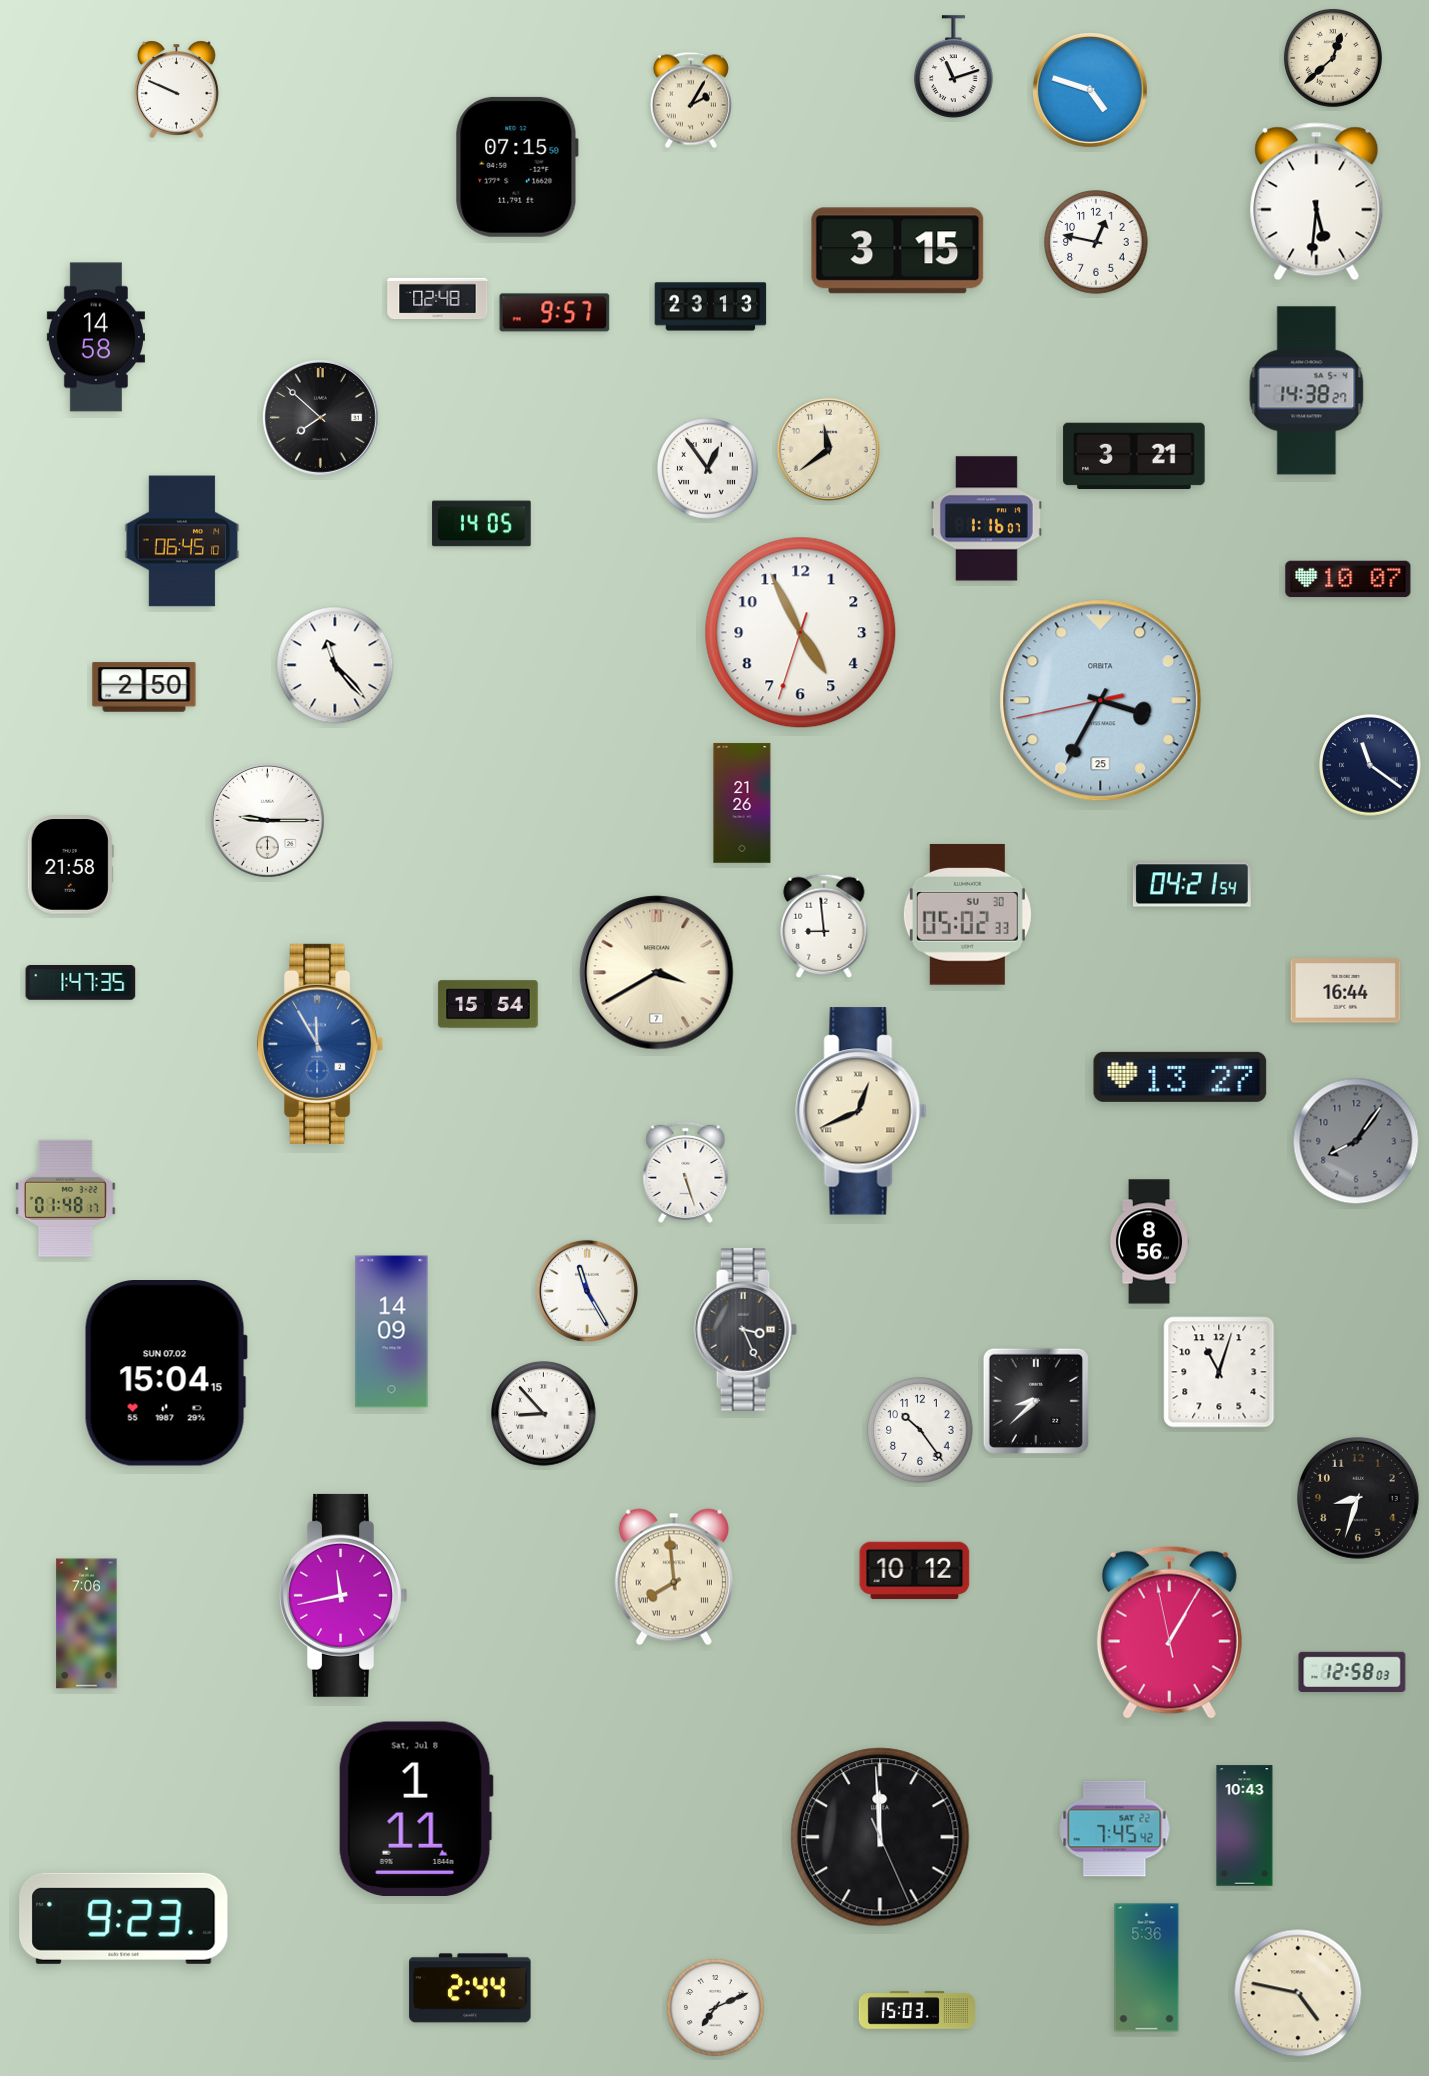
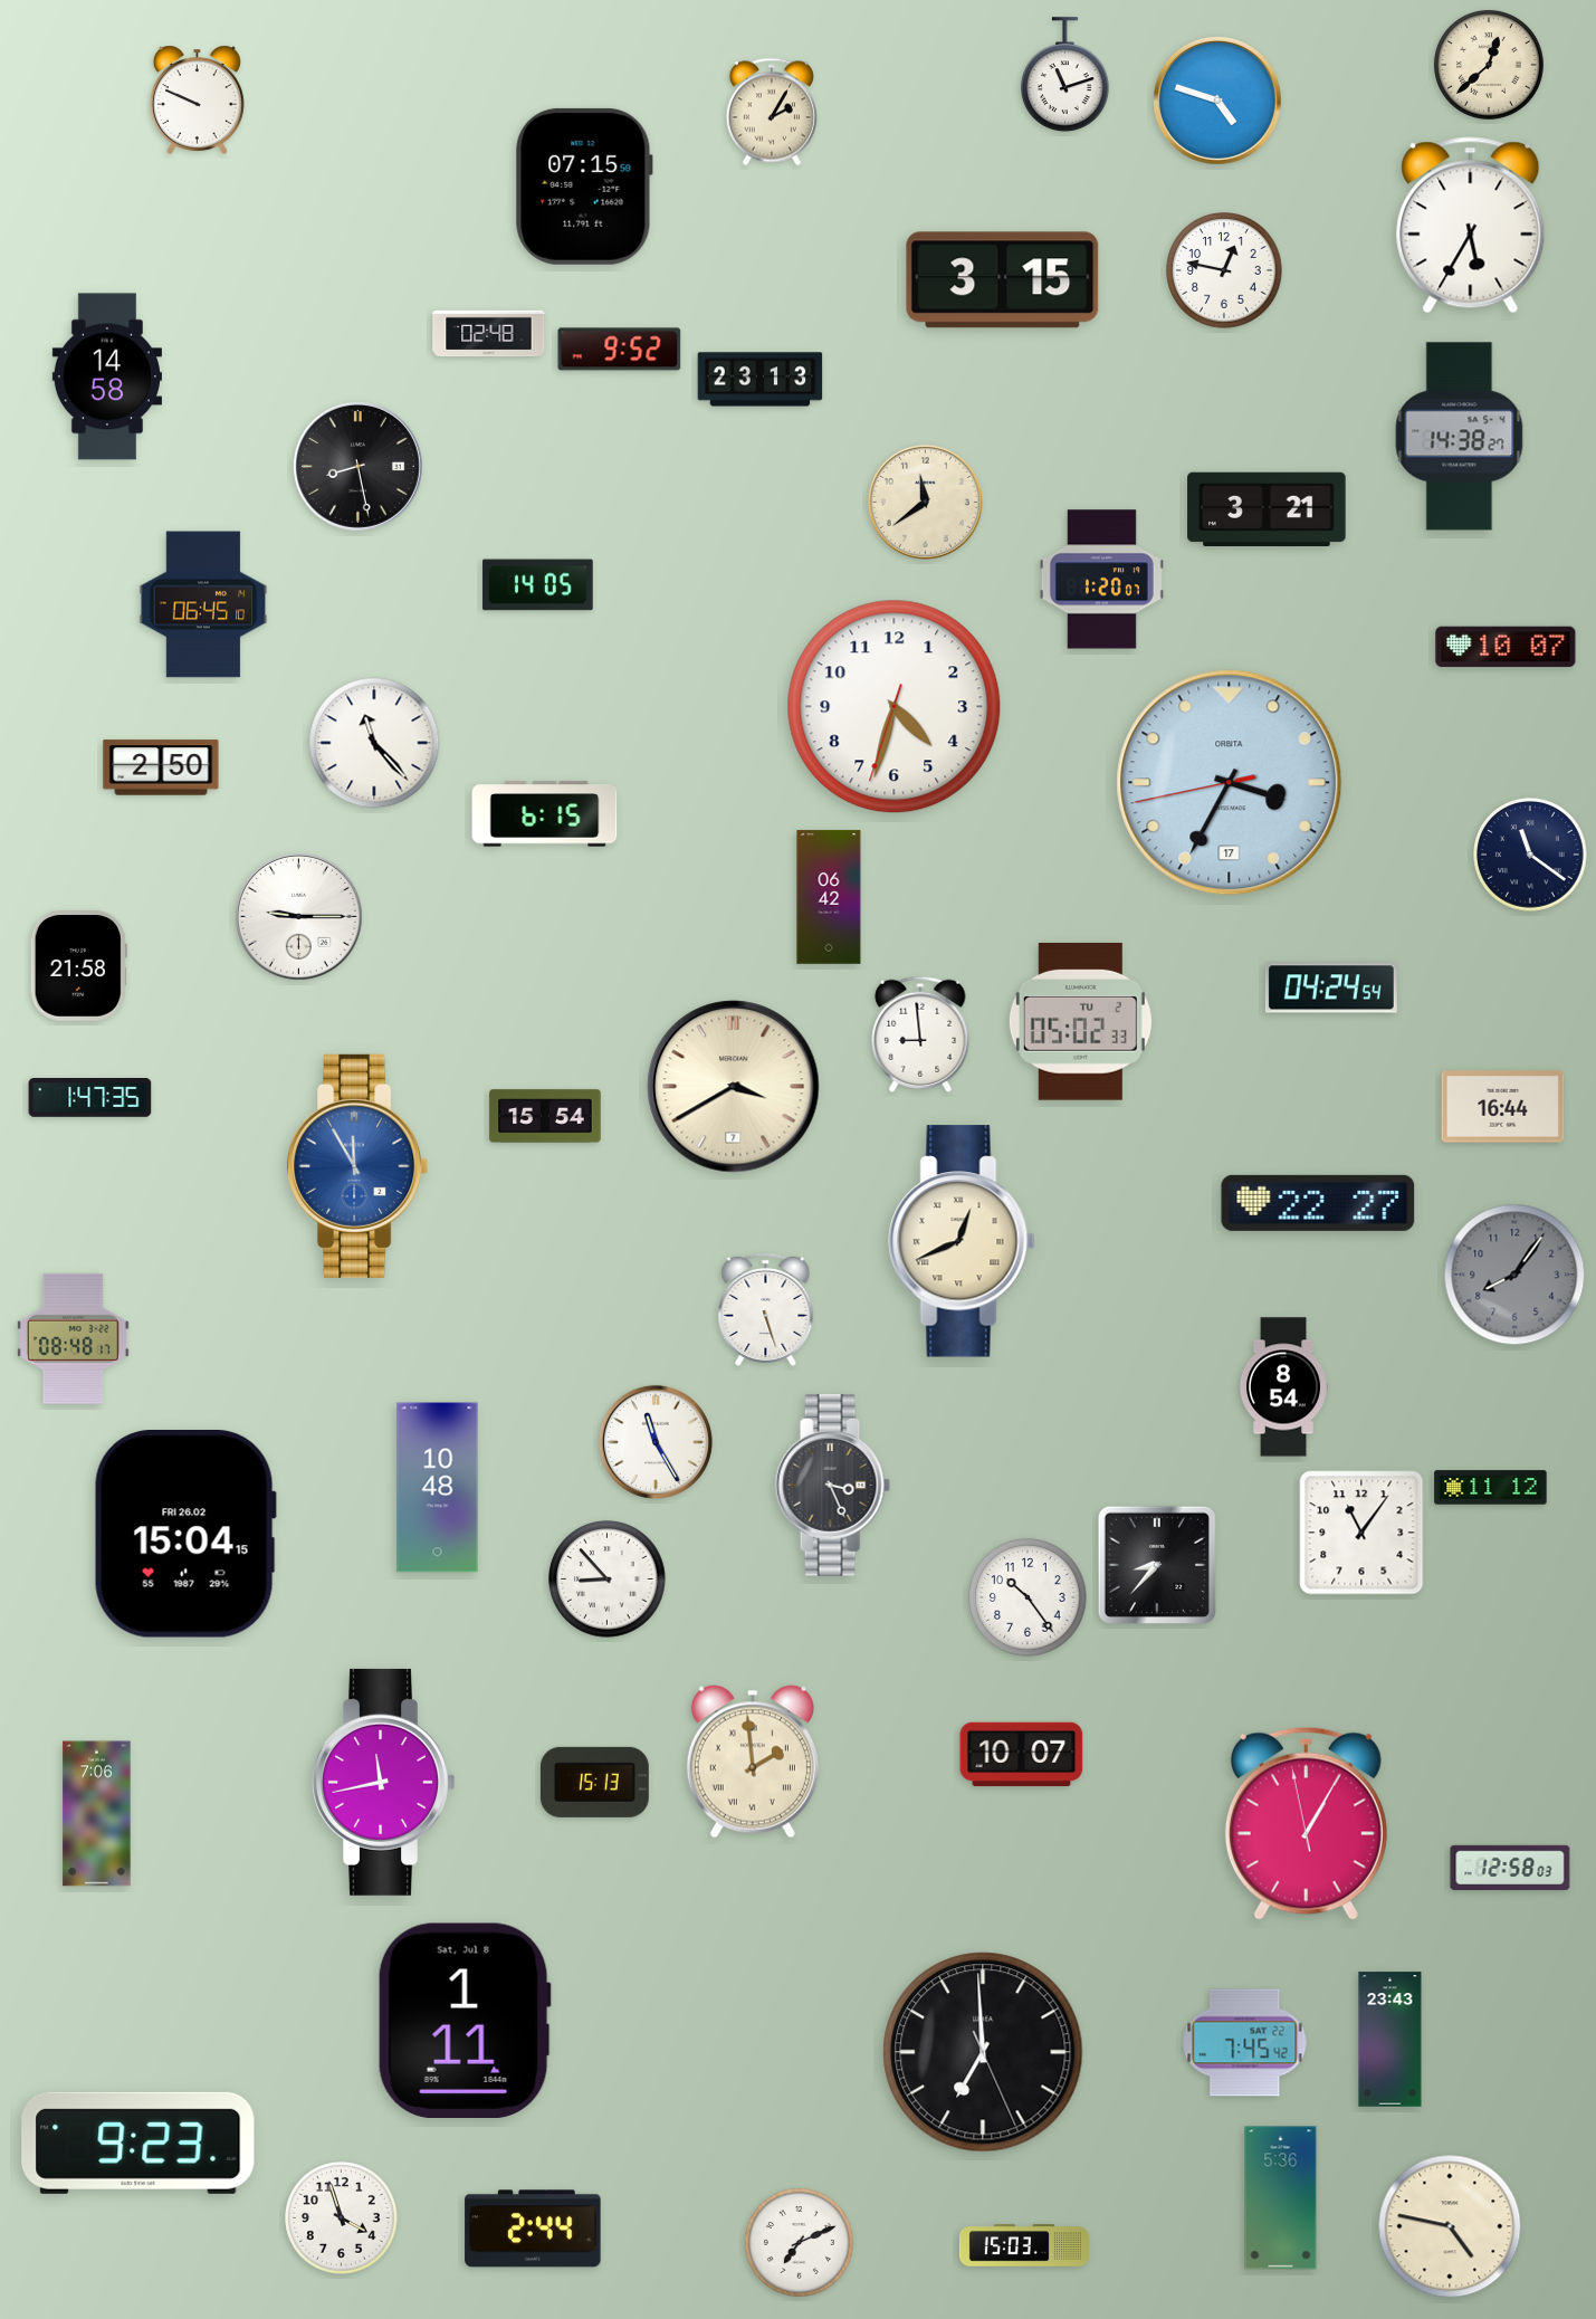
clock at (517, 167) position: (517, 167) -> (584, 187)
clock at (1317, 202): 5:31 -> 5:35
clock at (711, 307) position: (711, 307) -> (761, 380)
clock at (555, 313): 9:57 -> 9:52
clock at (320, 417): 7:52 -> 8:28
clock at (708, 469): 12:54 -> none
clock at (986, 519): 1:16 -> 1:20
clock at (801, 633): 4:55 -> 4:32
clock at (1101, 701) date: 25 -> 17
clock at (545, 814): none -> 6:15
clock at (742, 803): 21:26 -> 06:42
clock at (1192, 884): 04:21 -> 04:24
clock at (967, 914) date: SU 30 -> TU 2
clock at (488, 1004) position: (488, 1004) -> (545, 1116)
clock at (1180, 1077): 13:27 -> 22:27
clock at (66, 1198): 01:48 -> 08:48
clock at (1148, 1242): 8:56 -> 8:54
clock at (392, 1332): 14:09 -> 10:48
clock at (1491, 1488): none -> 11:12
clock at (1219, 1372): 11:03 -> 11:06
clock at (166, 1374) date: SUN 07.02 -> FRI 26.02
clock at (1036, 1401): 8:38 -> 8:37
clock at (1358, 1498): 8:33 -> none
clock at (915, 1571): 10:12 -> 10:07
clock at (674, 1577): 7:59 -> 1:59
clock at (594, 1782): none -> 15:13
clock at (1245, 1826): 10:43 -> 23:43
clock at (880, 1837): 11:59 -> 6:59
clock at (342, 2218): none -> 3:57
clock at (470, 1988) position: (470, 1988) -> (533, 2229)
